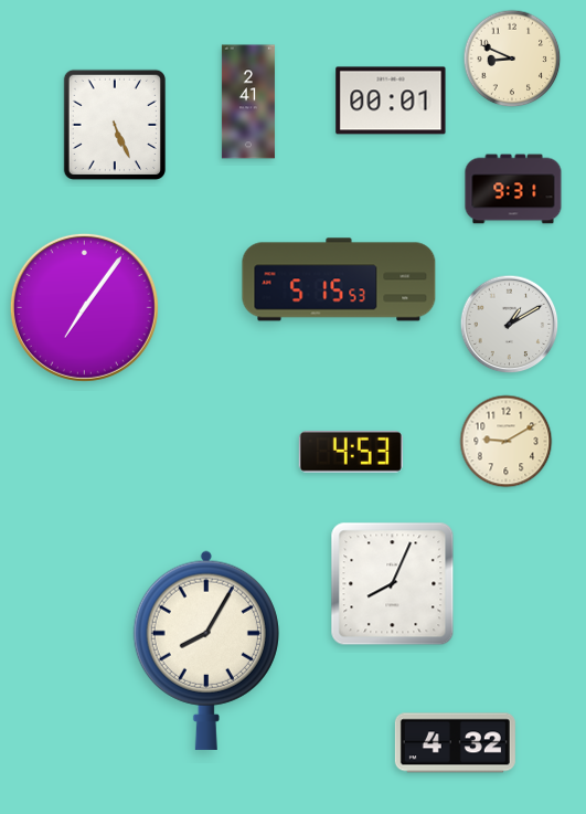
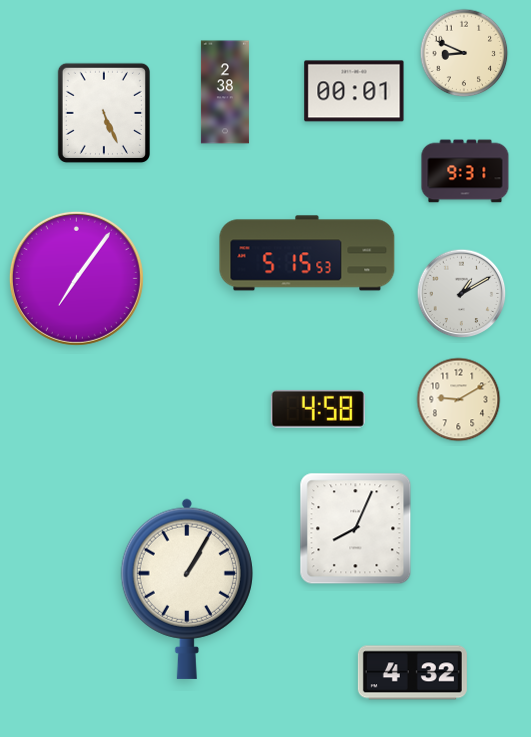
clock at (248, 102): 2:41 -> 2:38
clock at (351, 452): 4:53 -> 4:58
clock at (206, 651): 8:05 -> 1:05
